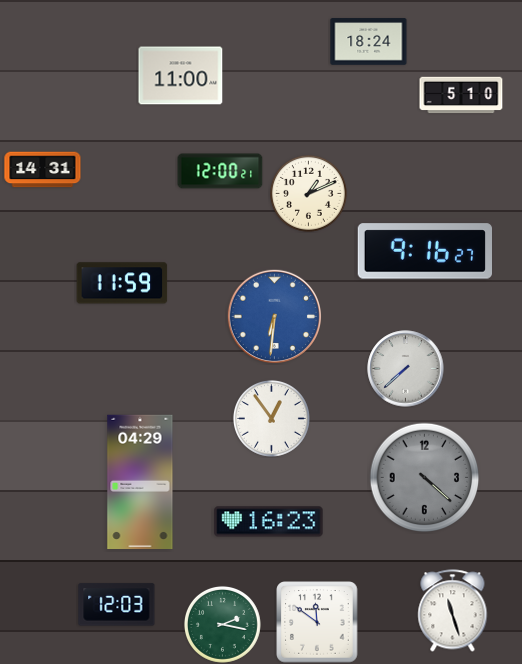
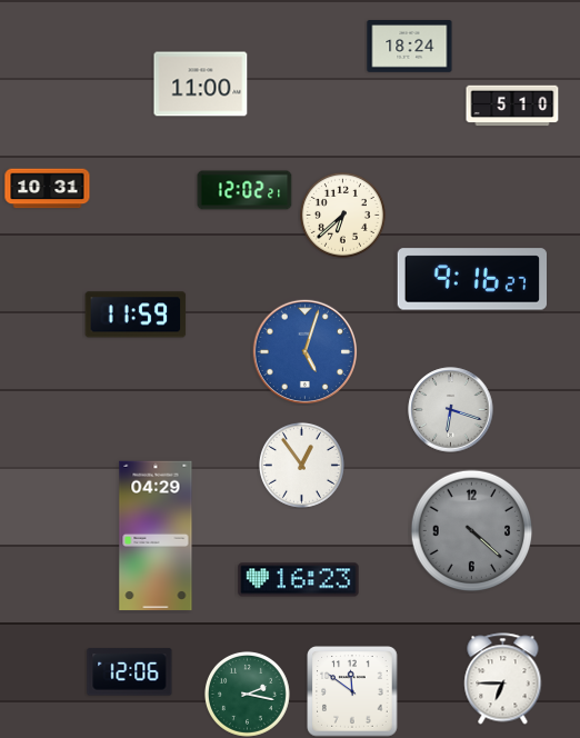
clock at (43, 170): 14:31 -> 10:31
clock at (220, 171): 12:00 -> 12:02
clock at (308, 193): 1:11 -> 6:38
clock at (274, 316): 6:31 -> 5:03
clock at (406, 369): 7:38 -> 6:18
clock at (117, 605): 12:03 -> 12:06
clock at (453, 611): 11:27 -> 6:45
